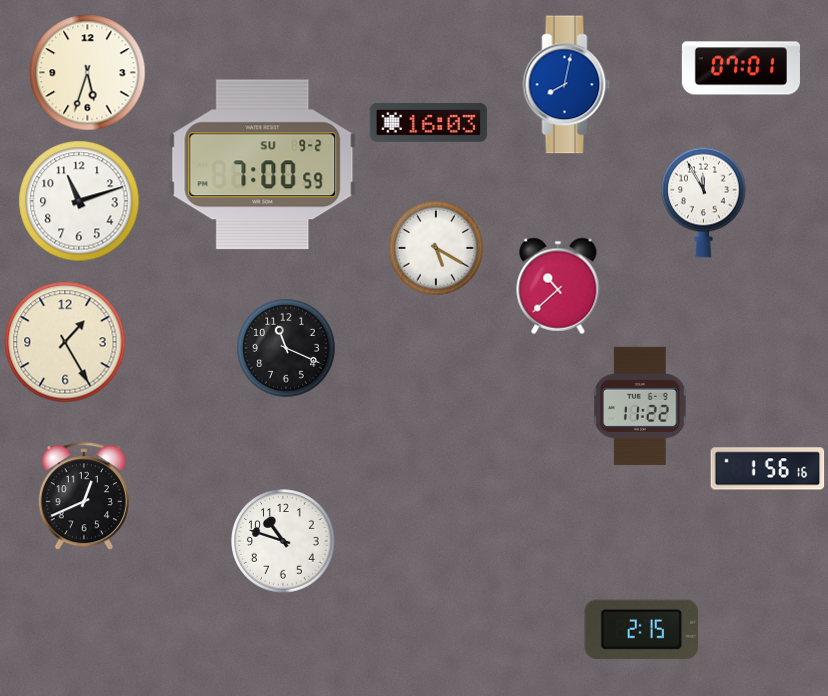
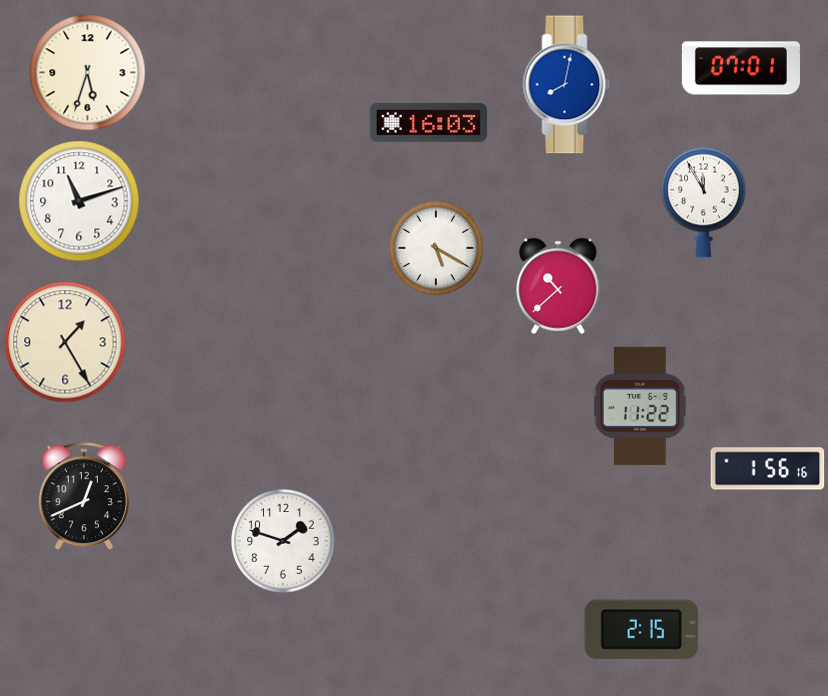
clock at (263, 165): 7:00 -> none
clock at (286, 348): 11:19 -> none
clock at (283, 541): 10:48 -> 1:48
